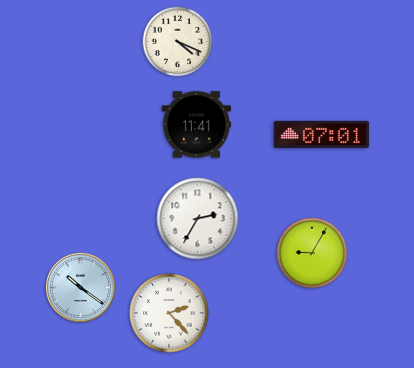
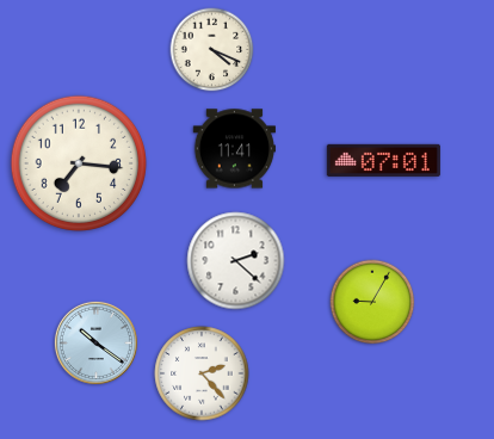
clock at (79, 163): none -> 7:16
clock at (198, 219): 2:35 -> 2:22
